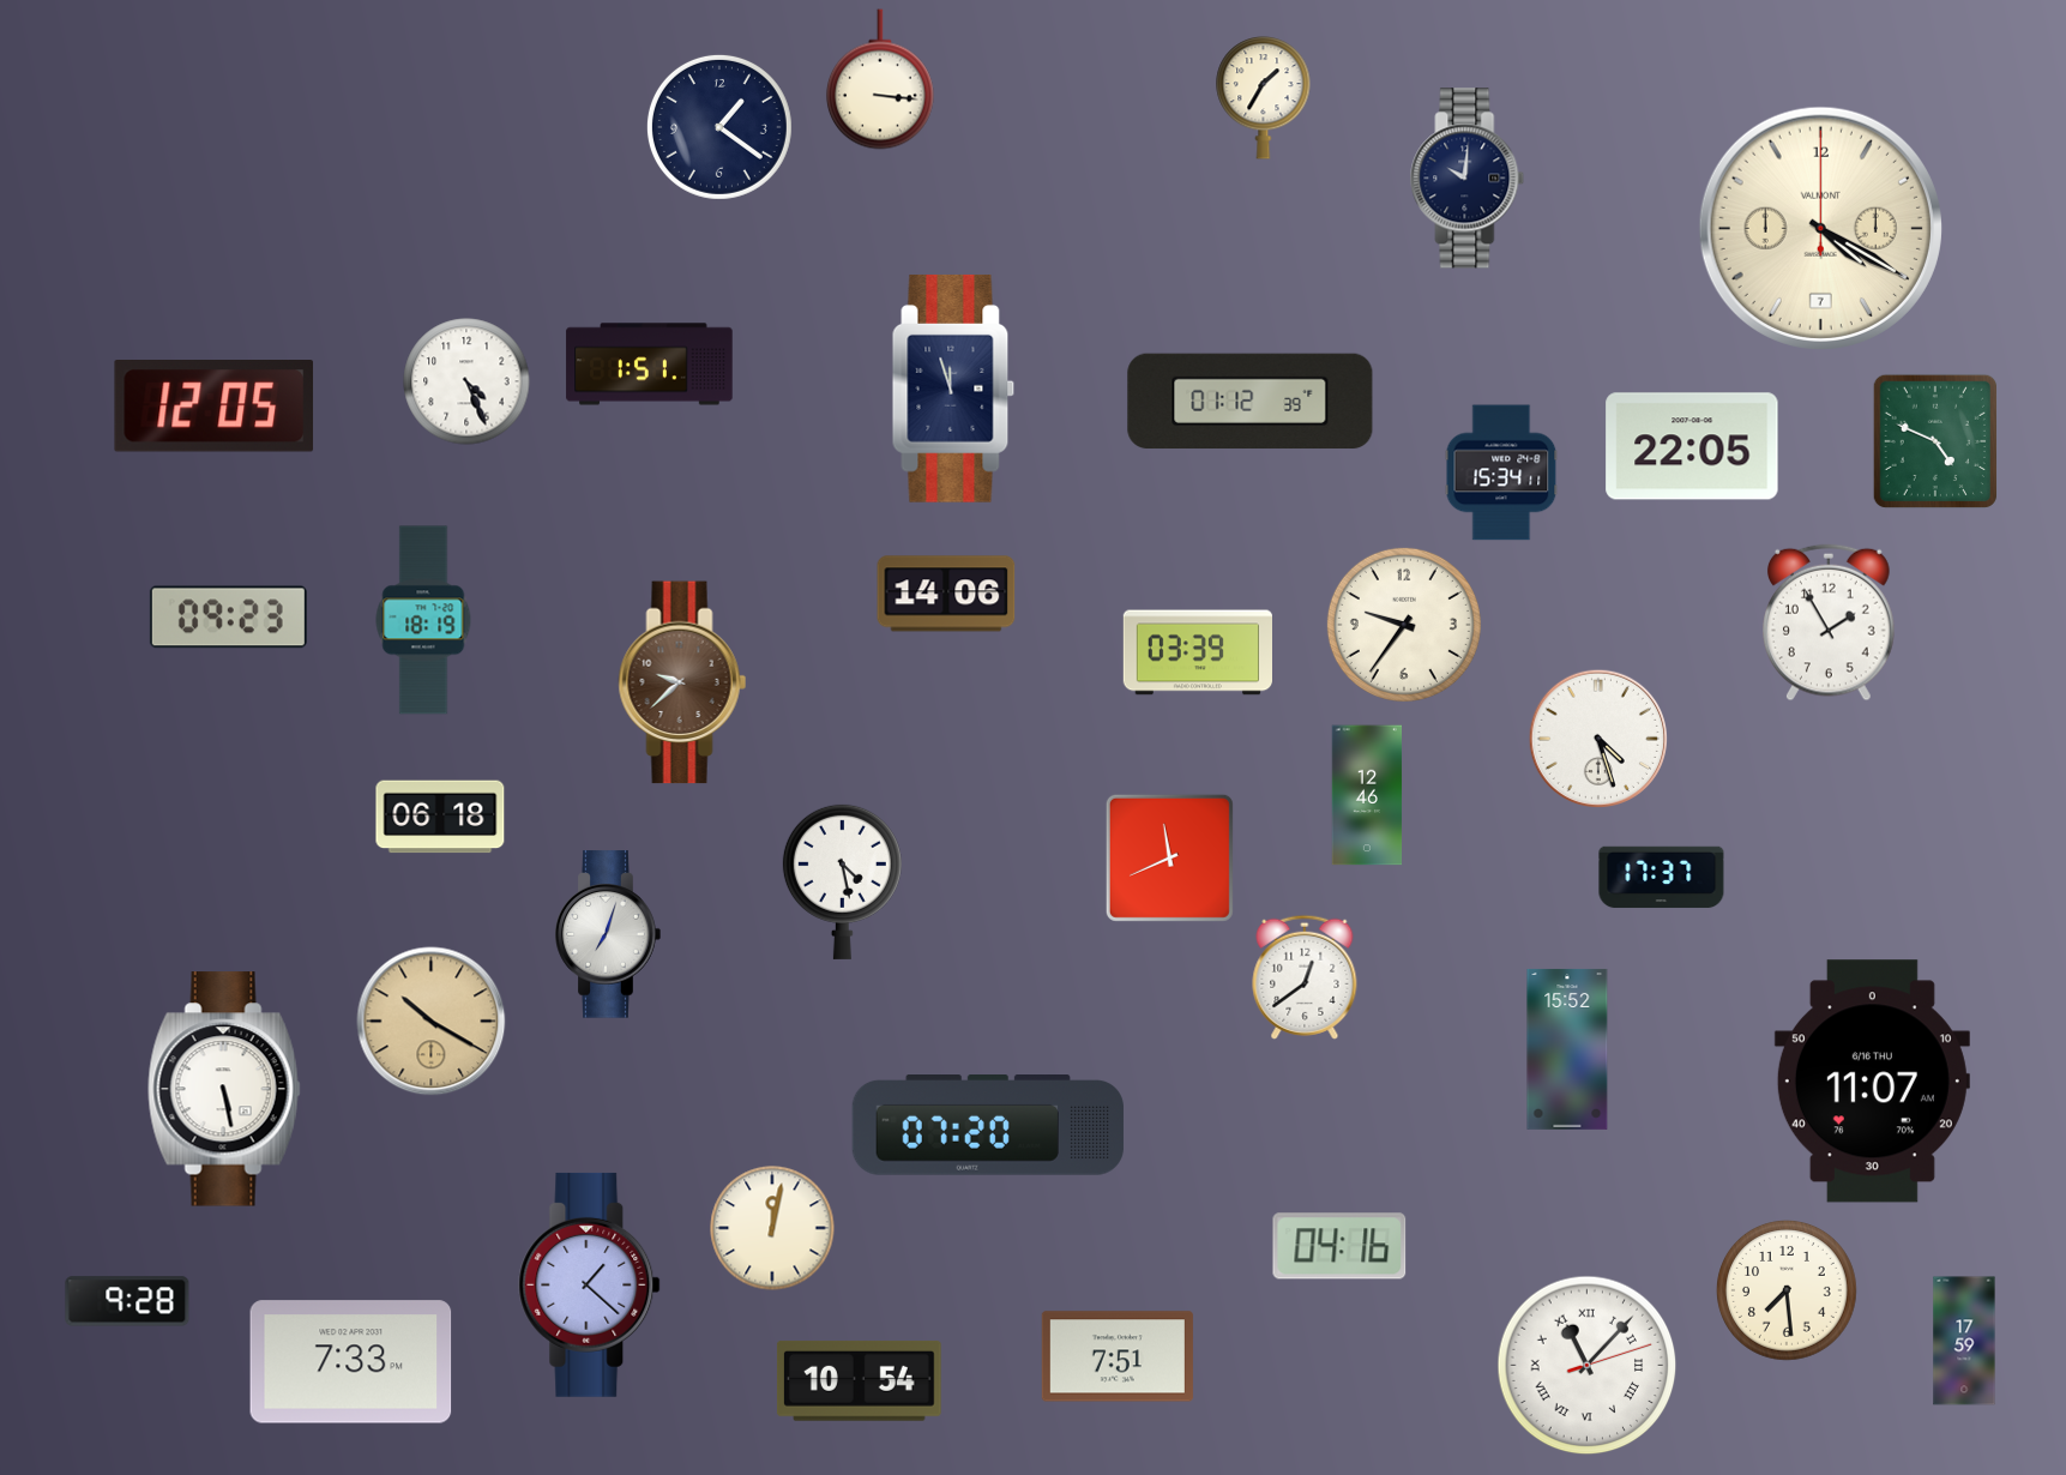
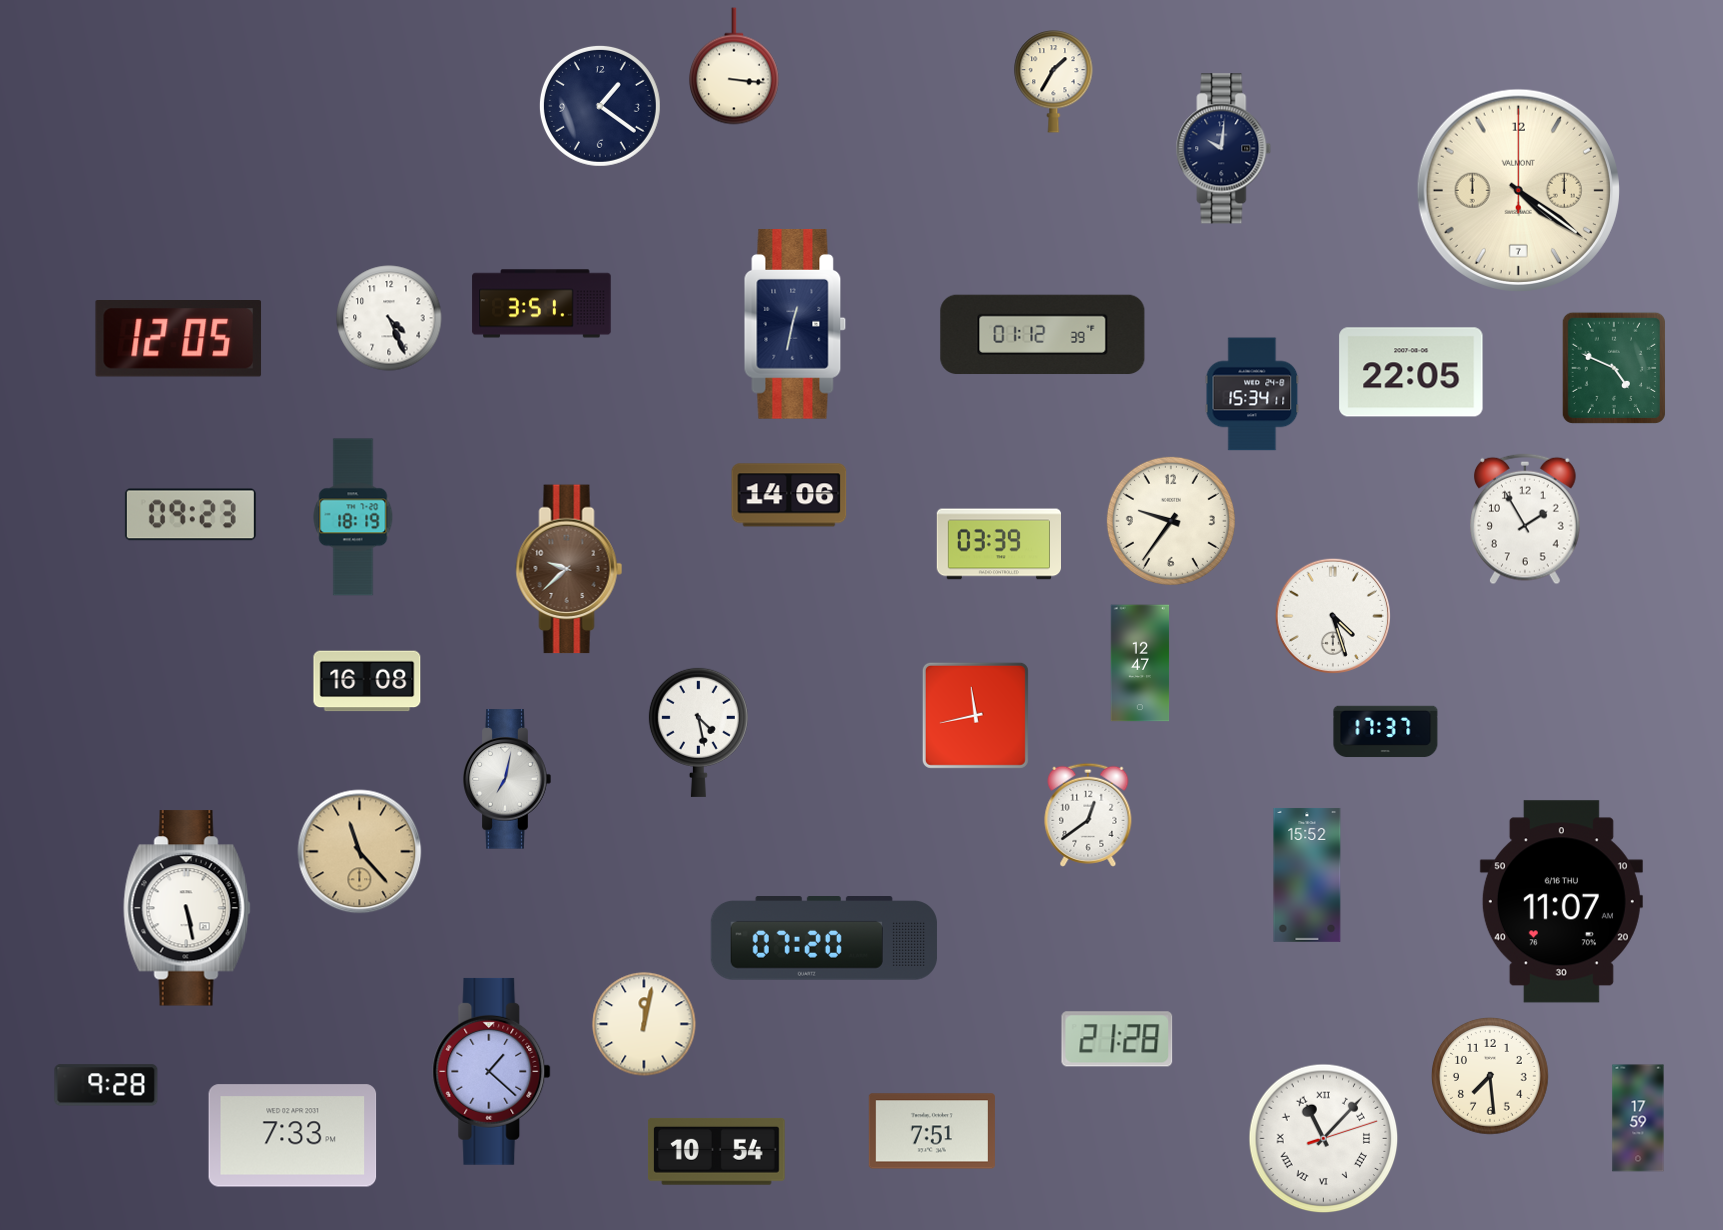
clock at (1820, 228): 4:20 -> 4:21
clock at (650, 365): 1:51 -> 3:51
clock at (953, 389): 11:57 -> 12:32
clock at (1367, 795): 12:46 -> 12:47
clock at (440, 817): 06:18 -> 16:08
clock at (1169, 857): 11:41 -> 11:43
clock at (842, 881) position: (842, 881) -> (698, 732)
clock at (608, 934): 7:03 -> 7:02
clock at (432, 1022): 10:20 -> 11:23
clock at (1339, 1246): 04:16 -> 21:28
